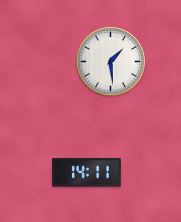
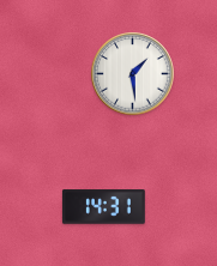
clock at (86, 173): 14:11 -> 14:31
